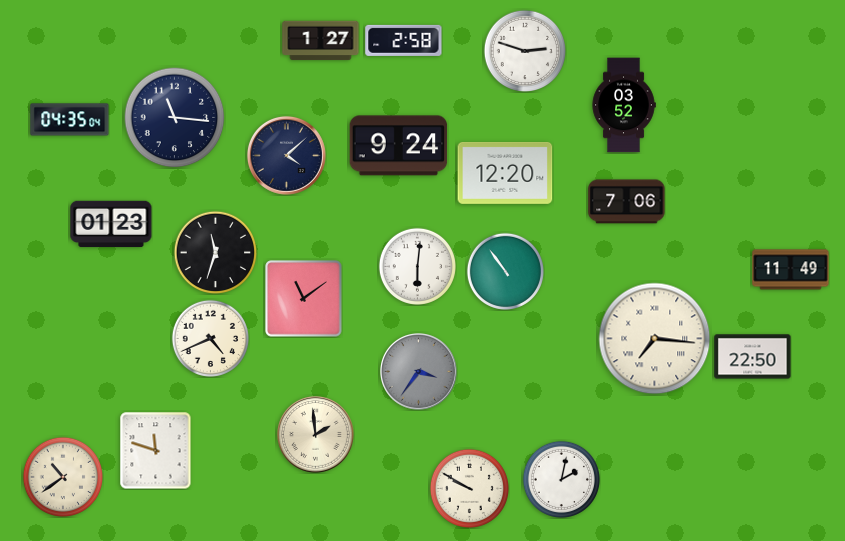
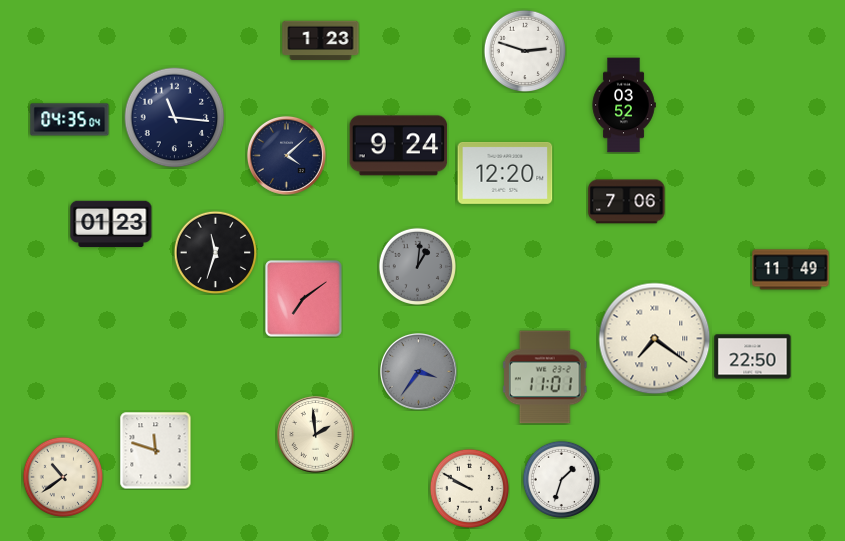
clock at (404, 40): 2:58 -> none
clock at (321, 41): 1:27 -> 1:23
clock at (417, 266): 6:01 -> 1:01
clock at (417, 266) dial: white -> grey
clock at (505, 271): 10:54 -> none
clock at (304, 299): 11:09 -> 7:09
clock at (210, 338): 4:41 -> none
clock at (655, 339): 7:16 -> 7:21
clock at (545, 377): none -> 11:01
clock at (561, 479): 2:02 -> 1:33
